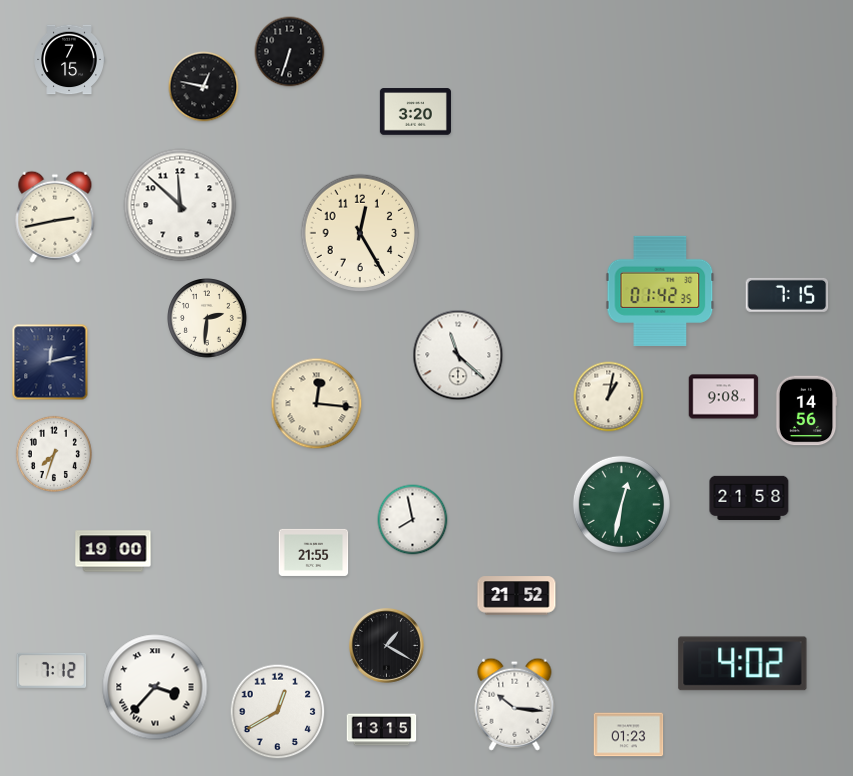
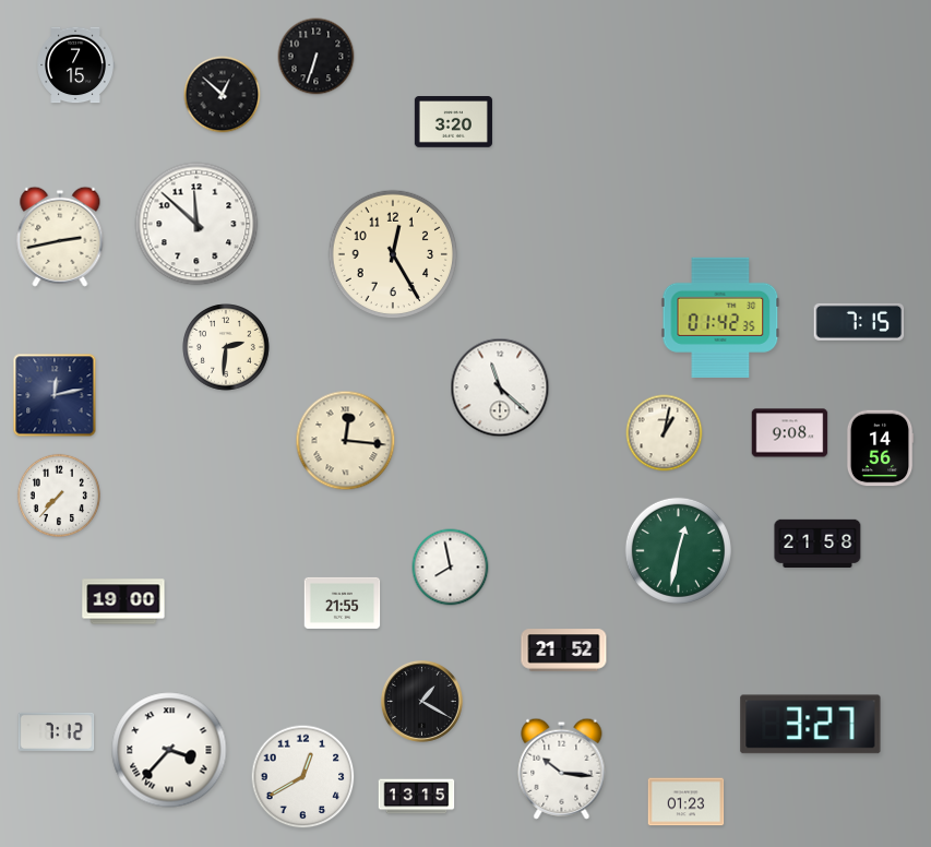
clock at (204, 87): 12:47 -> 12:52
clock at (54, 454): 7:33 -> 7:37
clock at (387, 646) position: (387, 646) -> (422, 702)
clock at (743, 664): 4:02 -> 3:27
